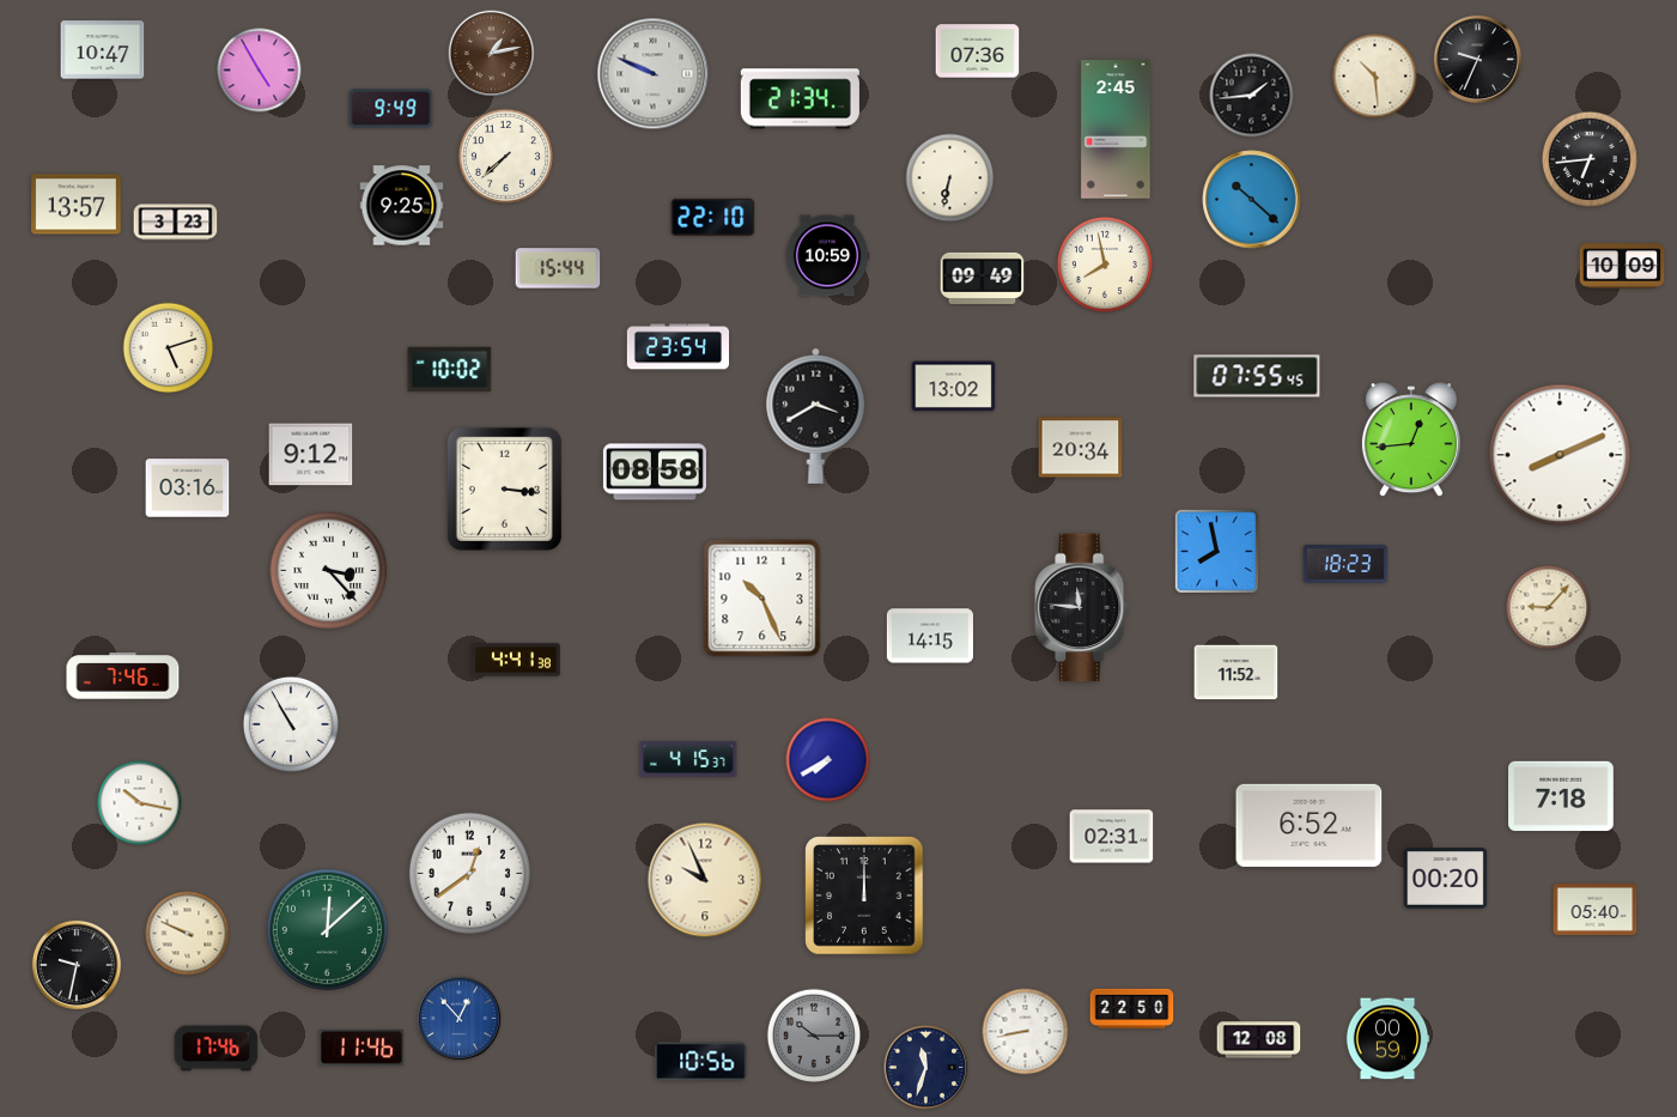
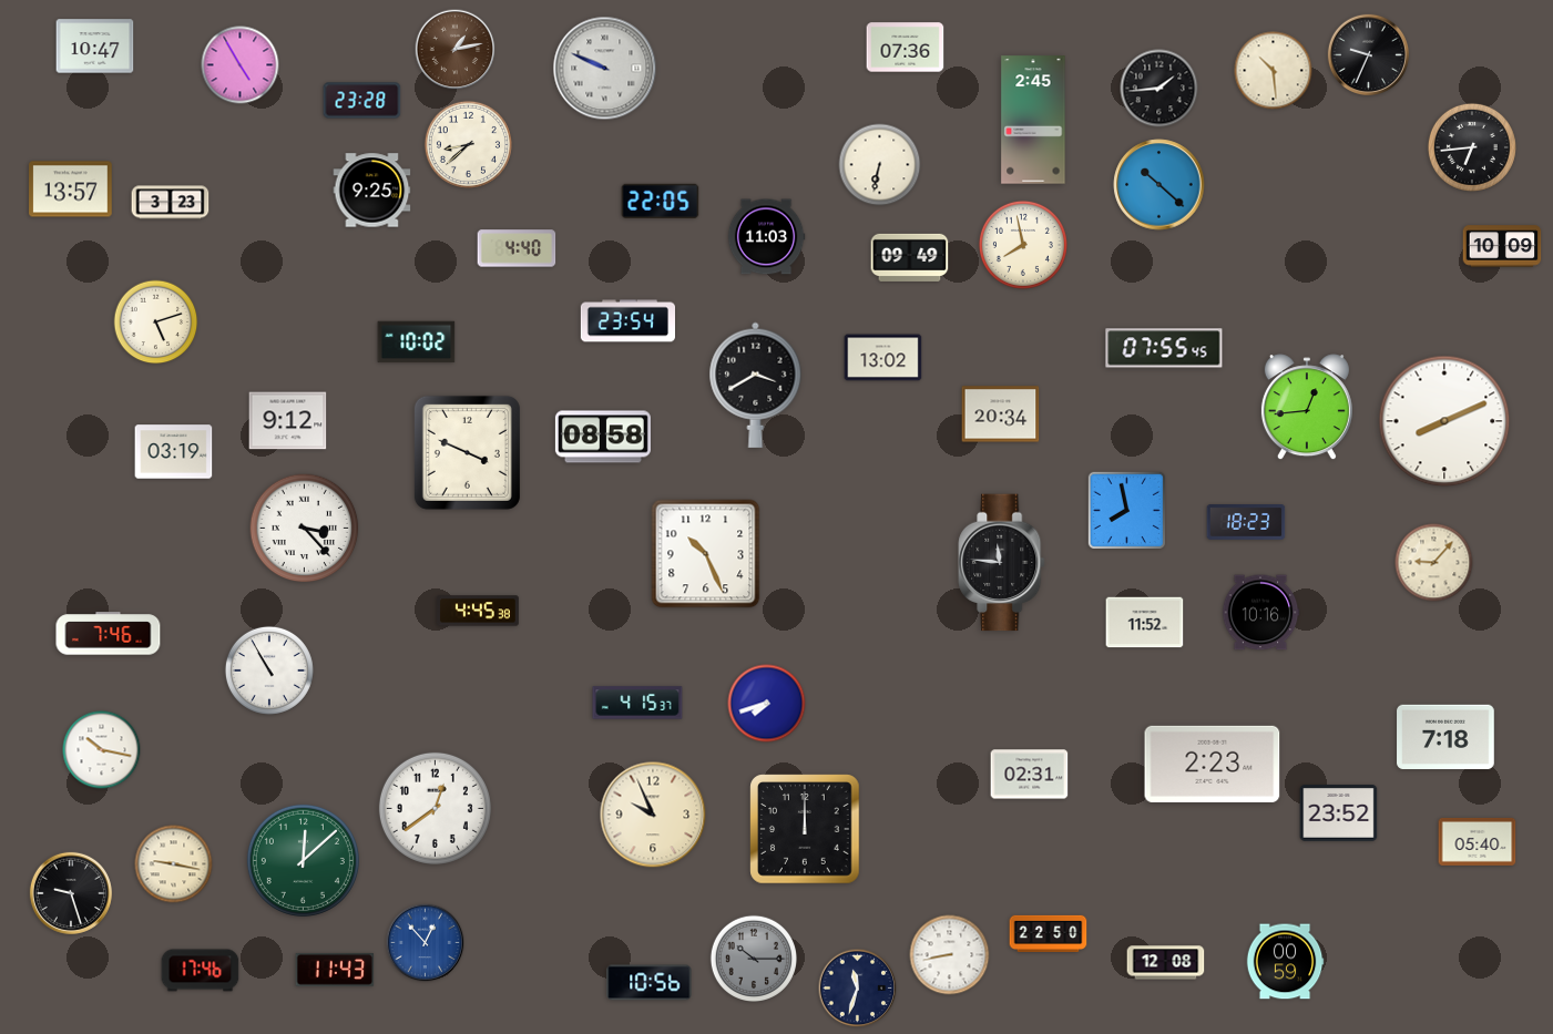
clock at (800, 99): 21:34 -> none
clock at (391, 109): 9:49 -> 23:28
clock at (505, 156): 7:38 -> 8:38
clock at (713, 217): 22:10 -> 22:05
clock at (176, 223) position: (176, 223) -> (171, 203)
clock at (827, 256): 10:59 -> 11:03
clock at (558, 268): 15:44 -> 4:40
clock at (655, 472) position: (655, 472) -> (603, 437)
clock at (188, 488): 03:16 -> 03:19
clock at (504, 488): 3:16 -> 3:49
clock at (930, 636): 14:15 -> none
clock at (517, 660): 4:41 -> 4:45
clock at (1260, 613): none -> 10:16
clock at (123, 676) position: (123, 676) -> (109, 634)
clock at (828, 760): 7:40 -> 7:42
clock at (140, 803) position: (140, 803) -> (102, 750)
clock at (1310, 825): 6:52 -> 2:23
clock at (1446, 879): 00:20 -> 23:52
clock at (864, 896) position: (864, 896) -> (805, 829)
clock at (188, 934): 9:49 -> 9:17
clock at (77, 965): 9:32 -> 9:27
clock at (361, 1048): 11:46 -> 11:43
